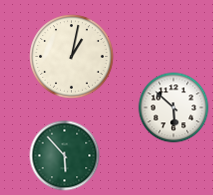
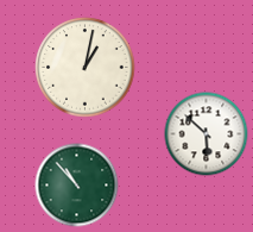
clock at (174, 108) position: (174, 108) -> (207, 134)
clock at (65, 156): 5:53 -> 10:53
